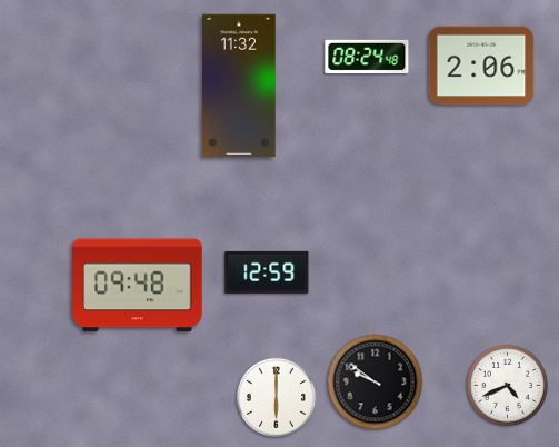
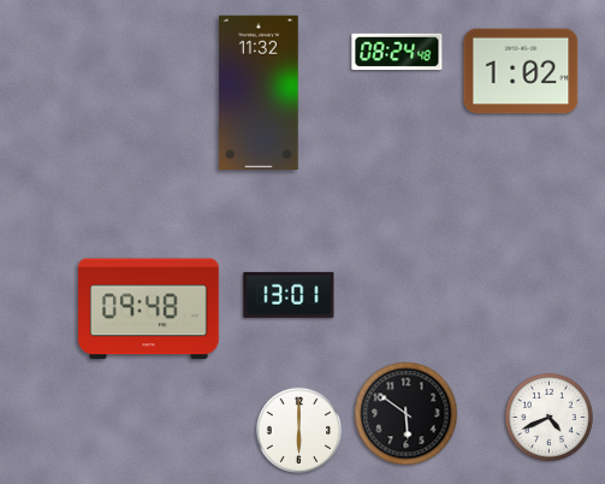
clock at (367, 57) position: (367, 57) -> (397, 52)
clock at (481, 66): 2:06 -> 1:02
clock at (267, 272): 12:59 -> 13:01
clock at (376, 383): 9:51 -> 5:51
